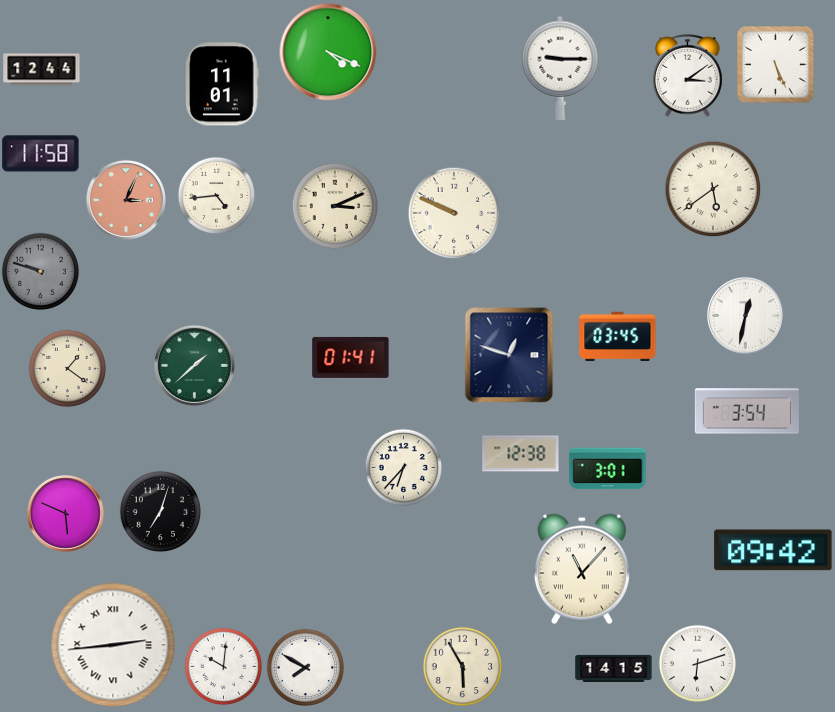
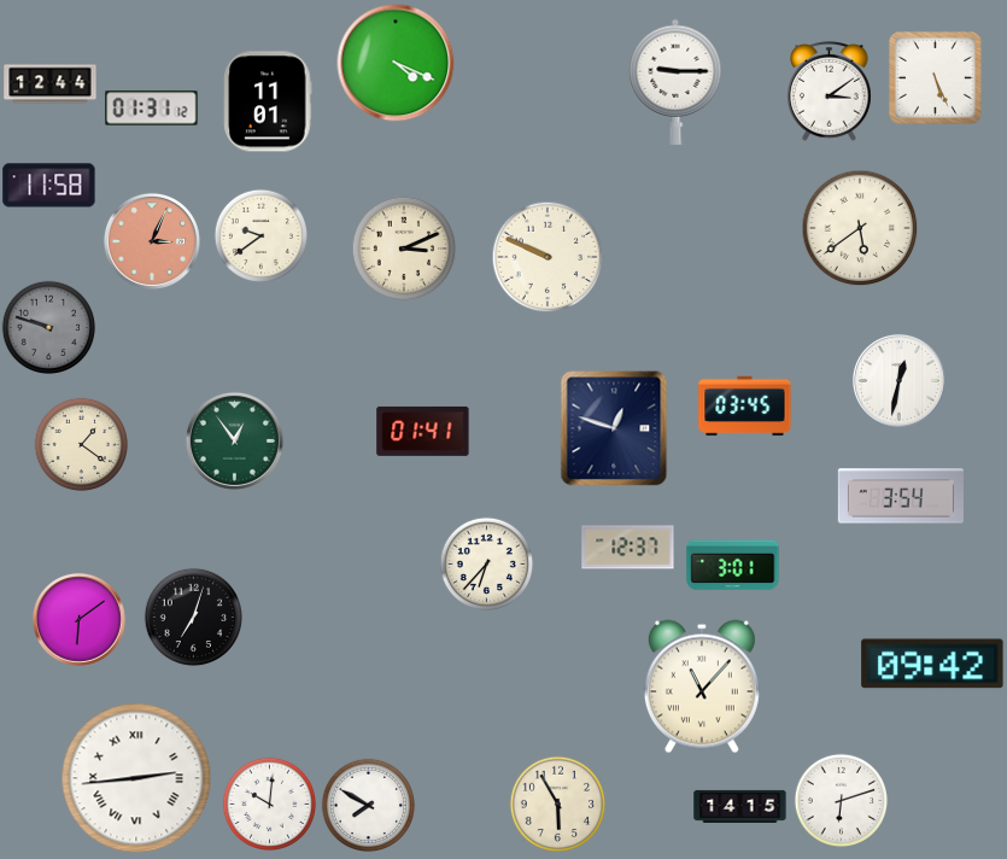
clock at (152, 109): none -> 01:31
clock at (216, 195): 4:44 -> 9:39
clock at (194, 365): 1:38 -> 12:54
clock at (521, 454): 12:38 -> 12:37
clock at (65, 513): 5:49 -> 6:09
